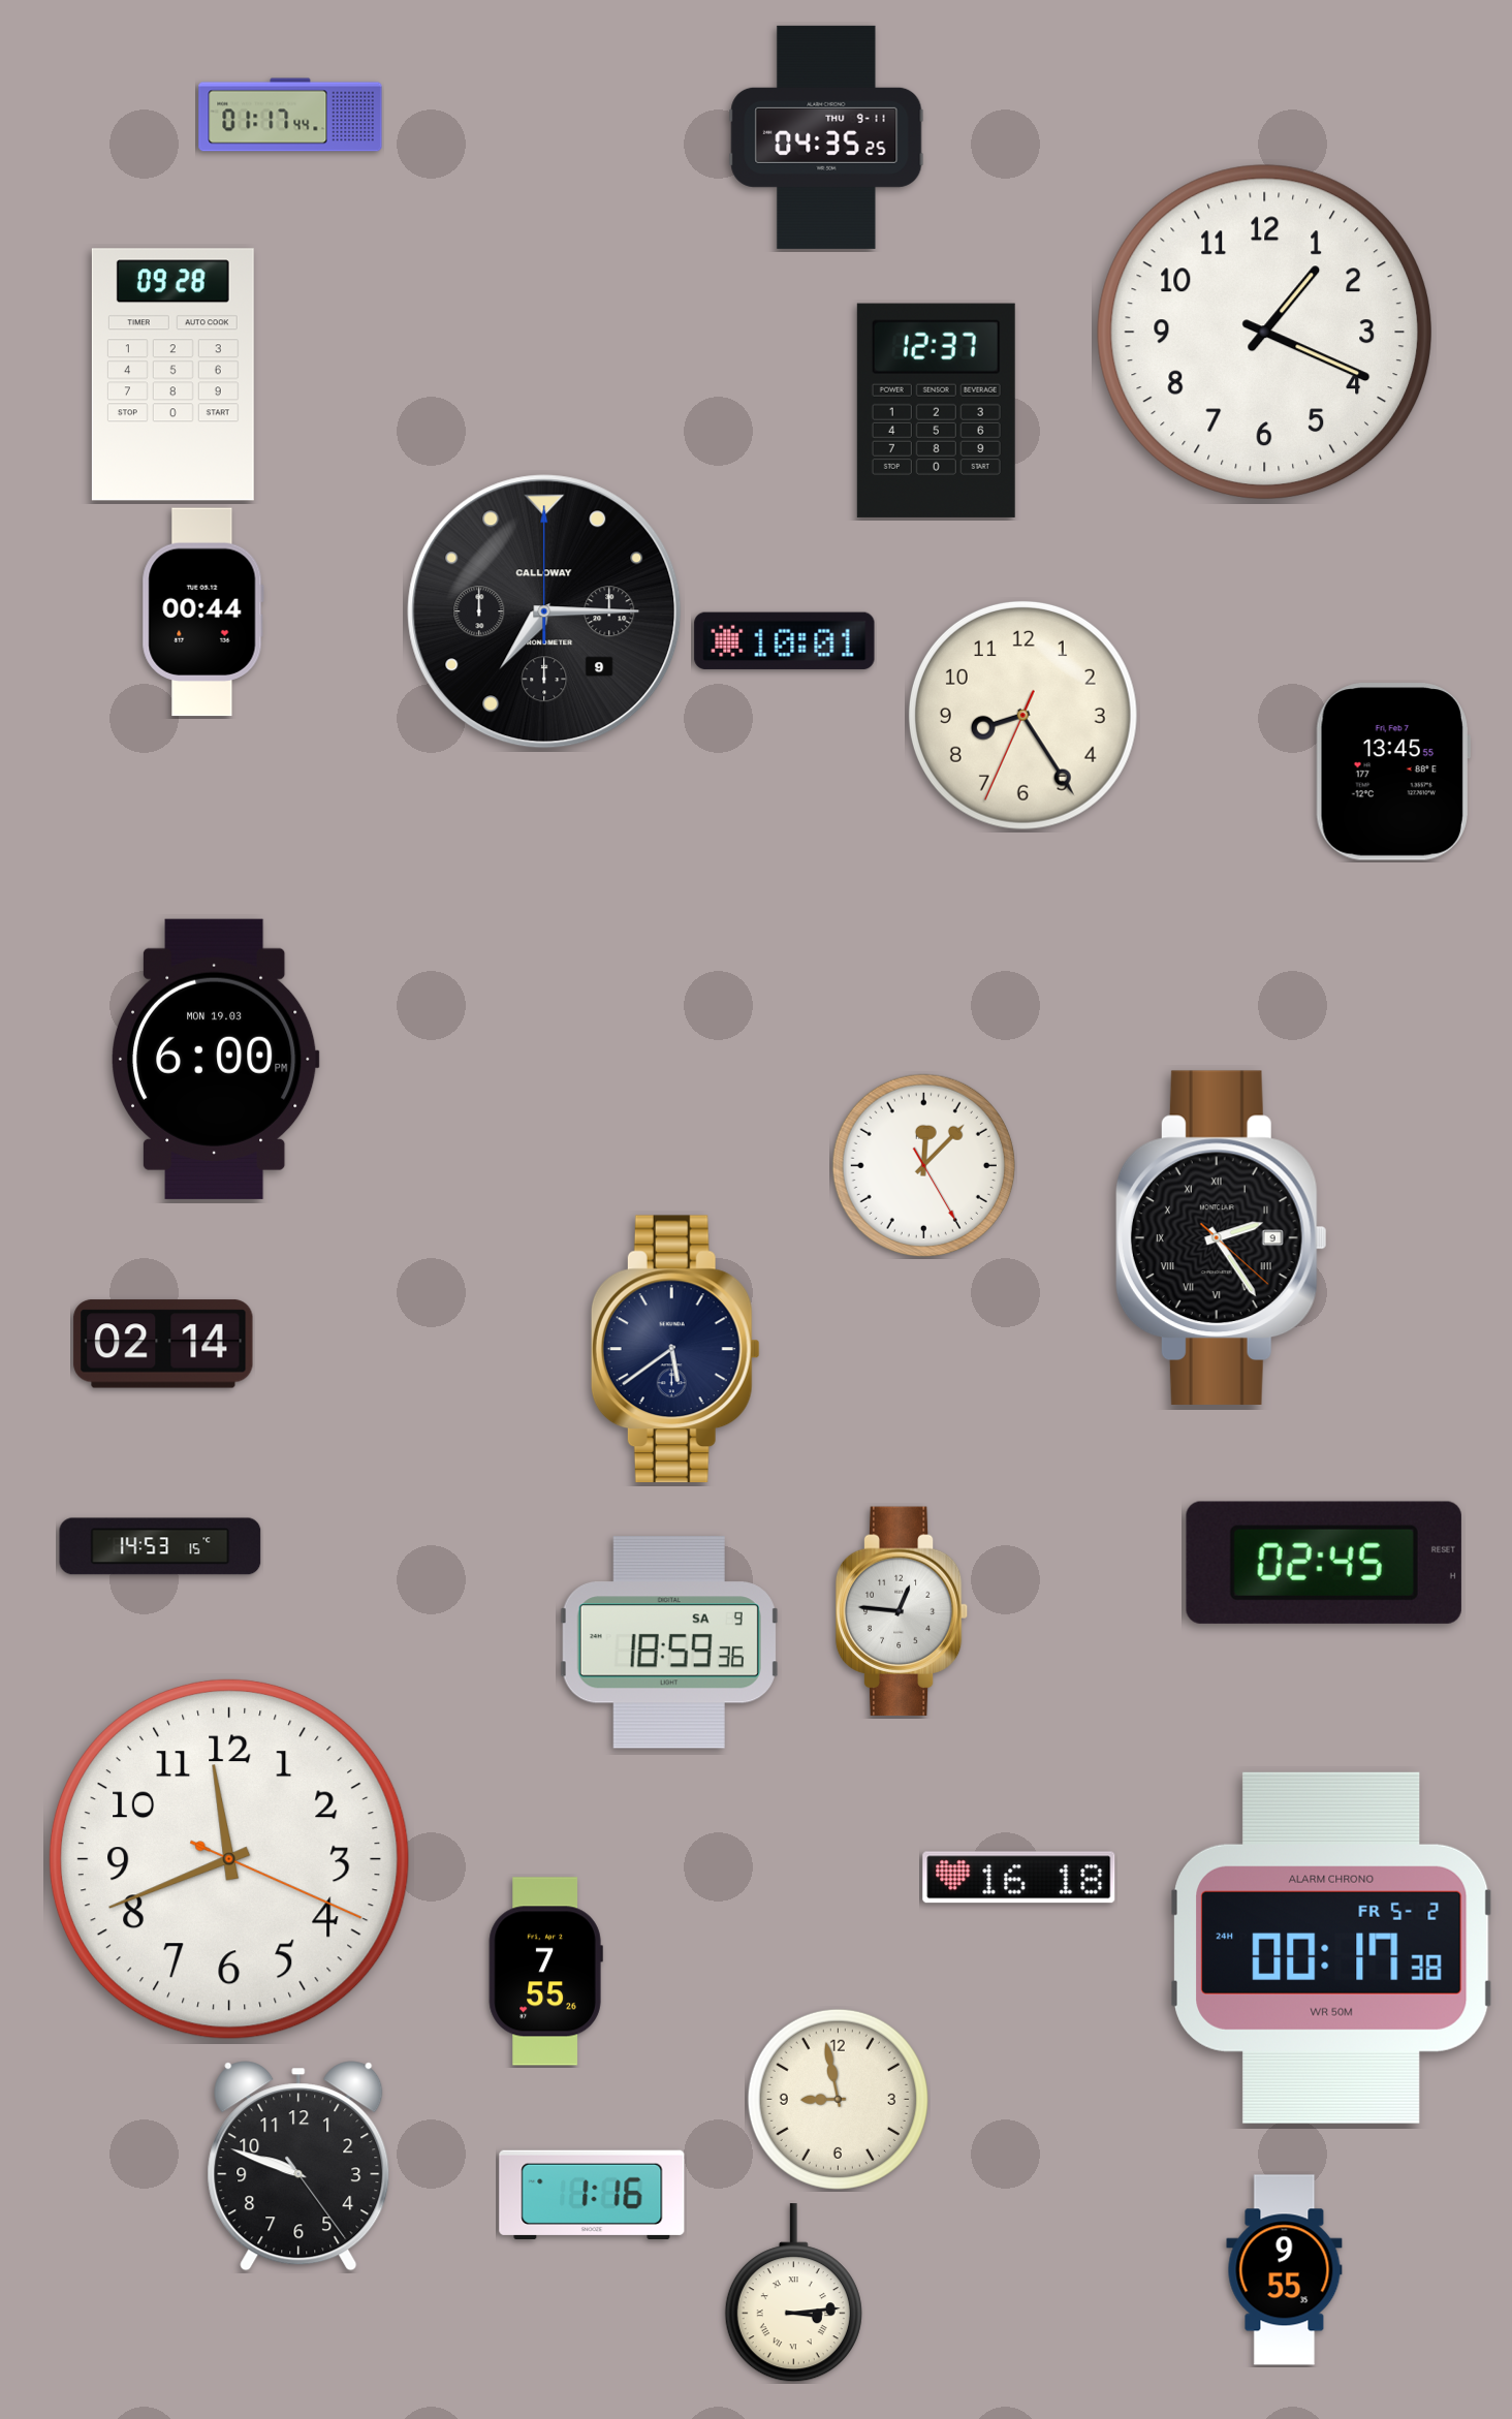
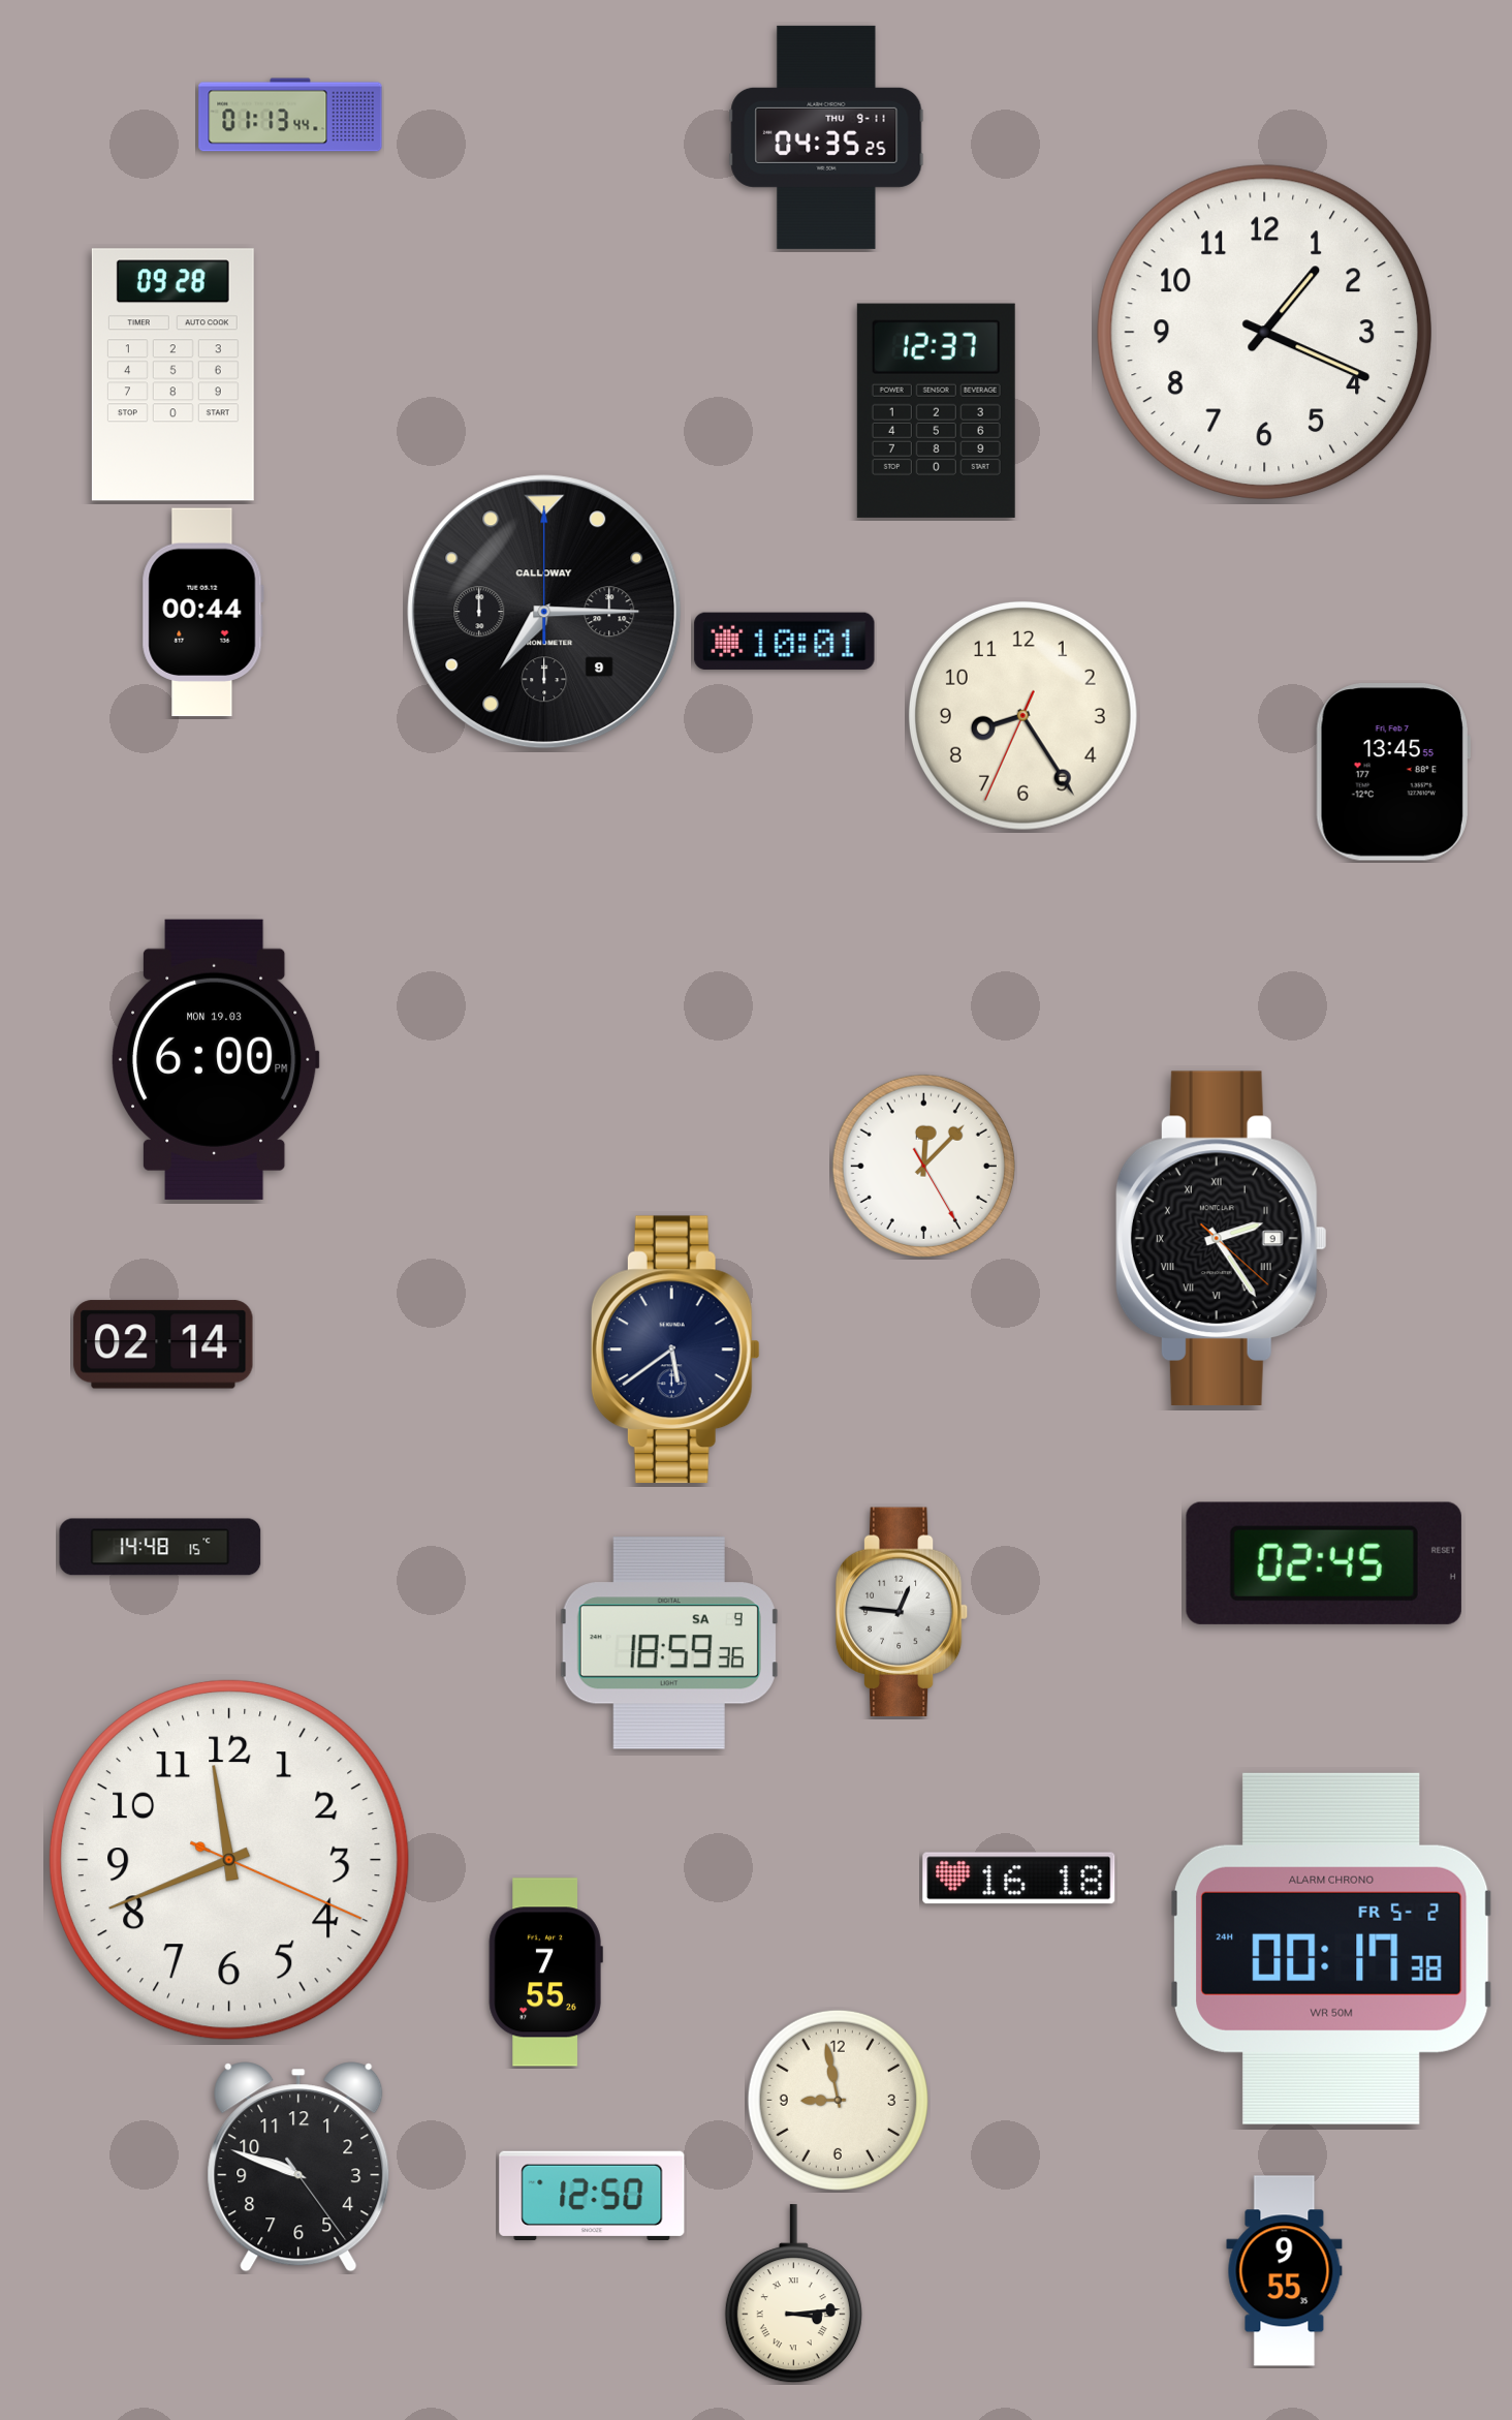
clock at (290, 115): 01:17 -> 01:13
clock at (160, 1546): 14:53 -> 14:48
clock at (592, 2195): 1:16 -> 12:50
